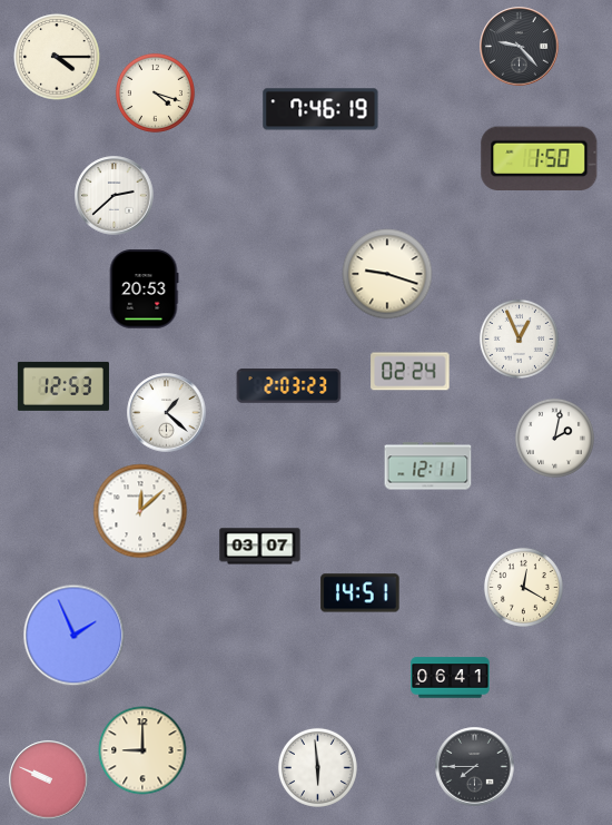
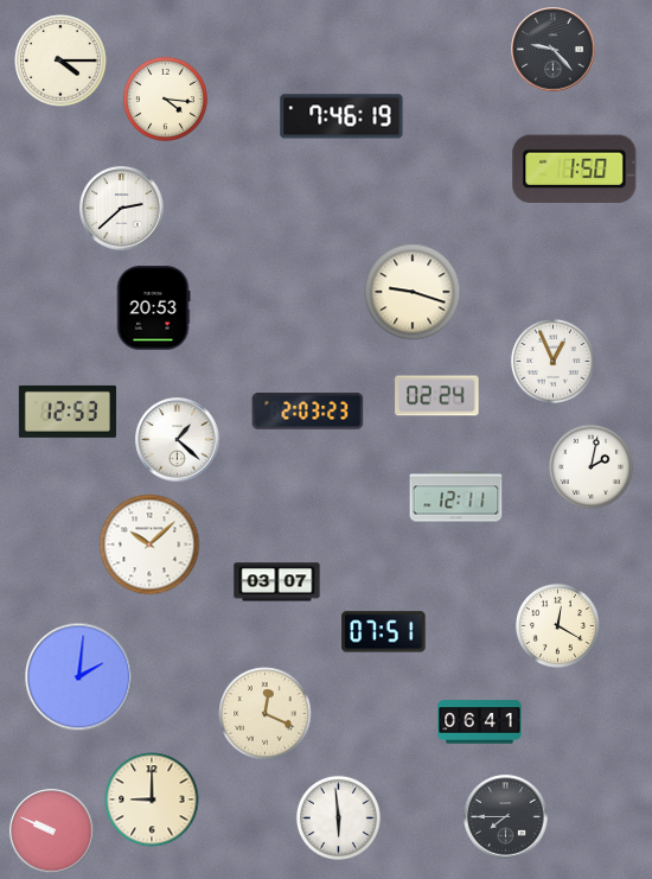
clock at (155, 92): 4:18 -> 4:16
clock at (140, 511): 12:08 -> 10:08
clock at (361, 593): 14:51 -> 07:51
clock at (75, 636): 1:56 -> 2:01
clock at (266, 714): none -> 12:19
